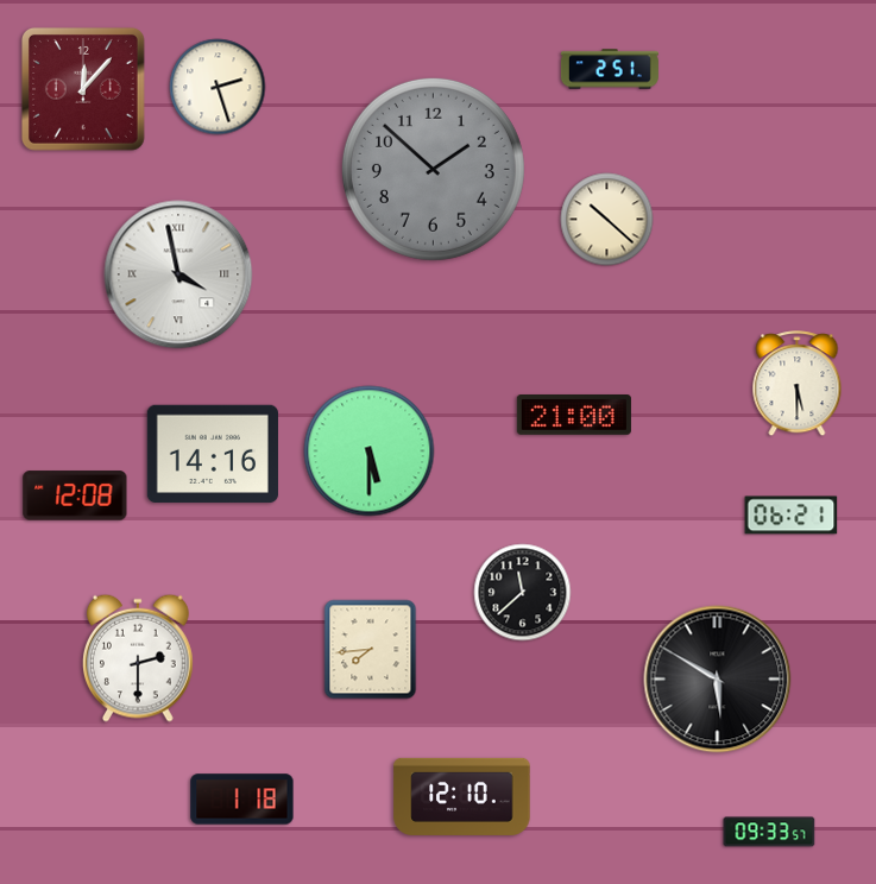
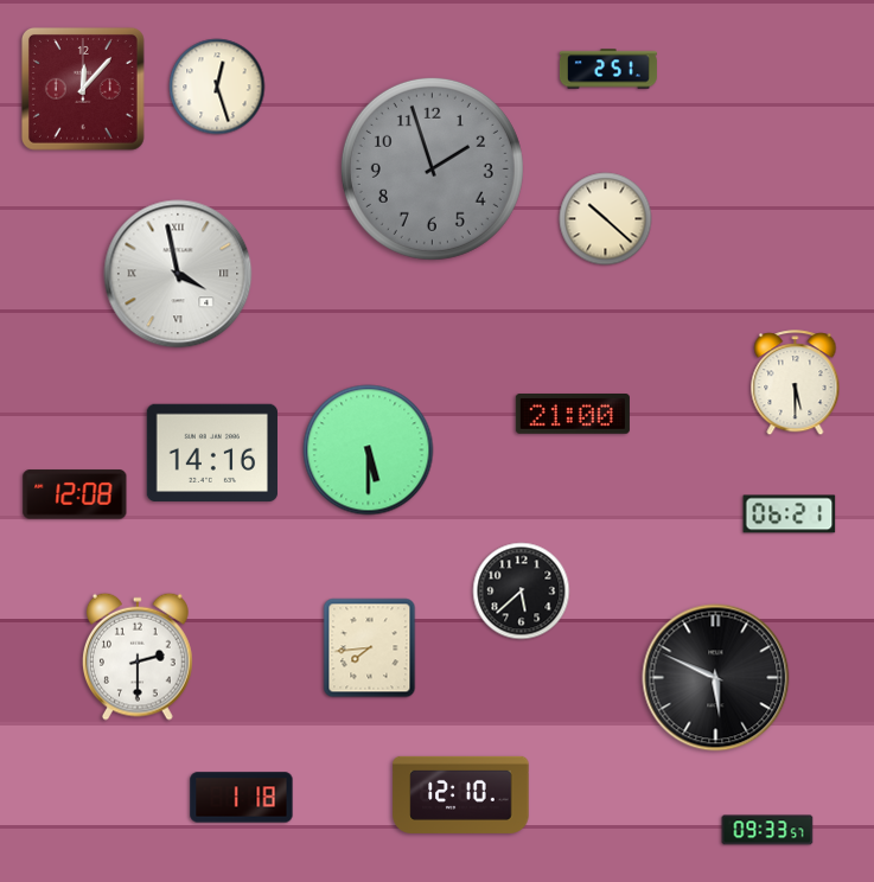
clock at (218, 87): 2:27 -> 12:27
clock at (433, 169): 1:52 -> 1:57
clock at (523, 593): 11:38 -> 5:38
clock at (718, 680): 5:50 -> 5:49
